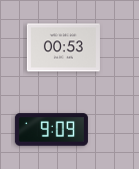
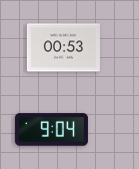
clock at (51, 130): 9:09 -> 9:04
